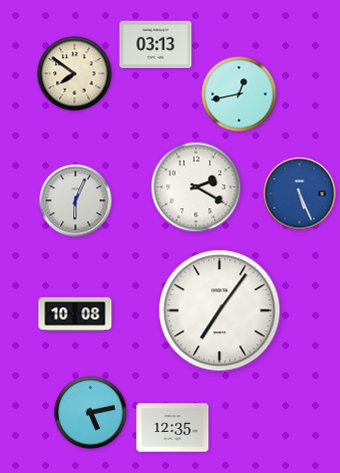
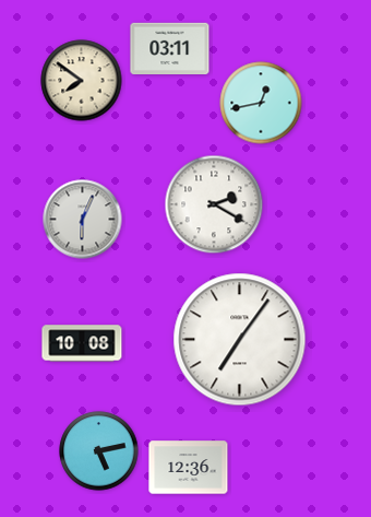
clock at (156, 45): 03:13 -> 03:11
clock at (300, 194): 5:26 -> none
clock at (173, 428): 12:35 -> 12:36
